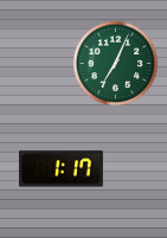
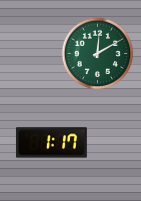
clock at (116, 64): 7:04 -> 12:10
